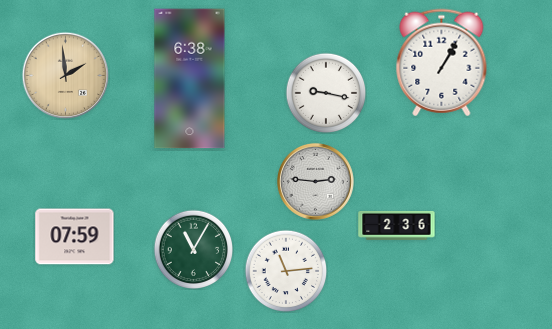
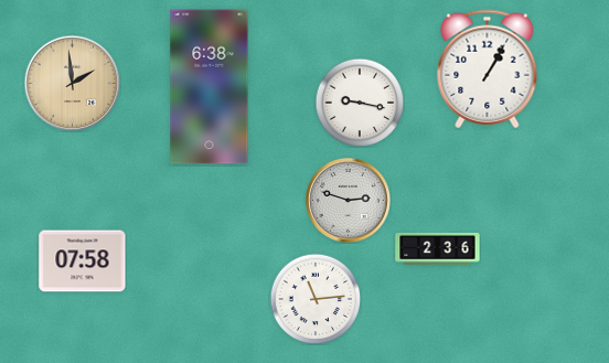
clock at (315, 181): 2:46 -> 2:48
clock at (75, 237): 07:59 -> 07:58
clock at (193, 249): 11:05 -> none
